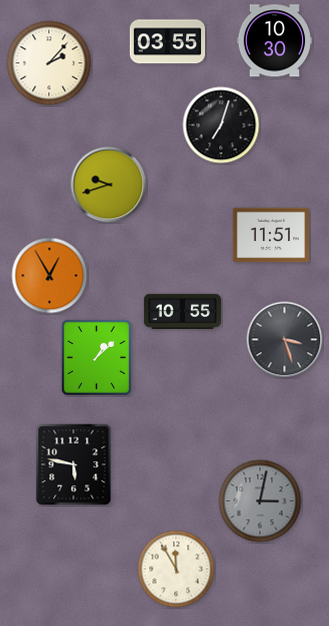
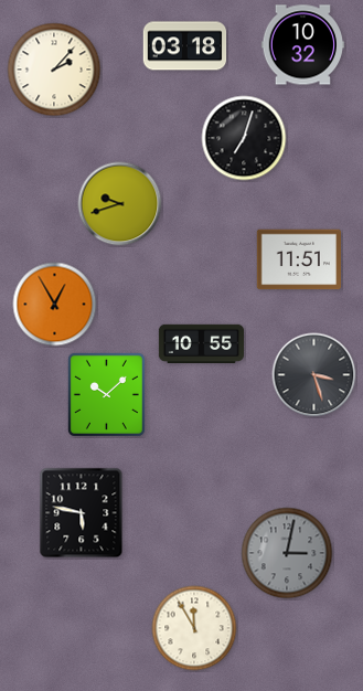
clock at (275, 41): 10:30 -> 10:32
clock at (168, 42): 03:55 -> 03:18
clock at (96, 357): 1:08 -> 10:08
